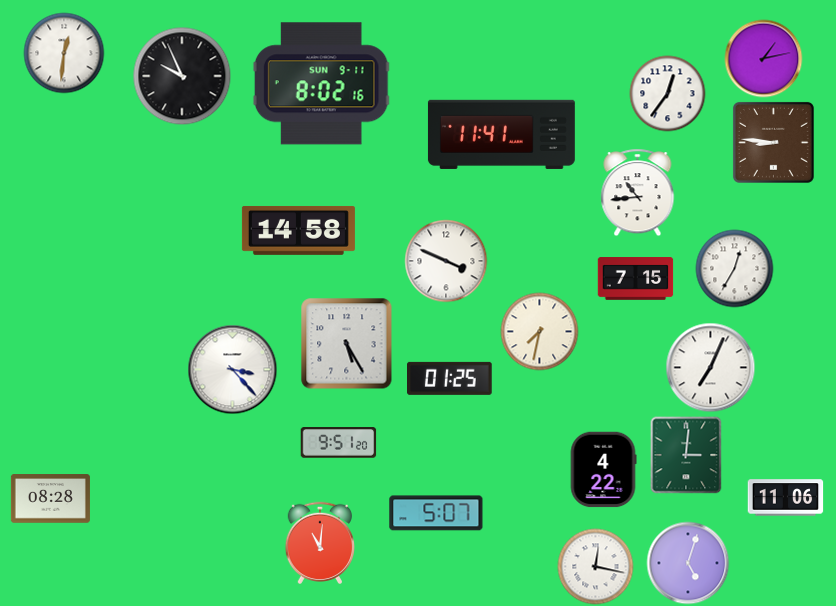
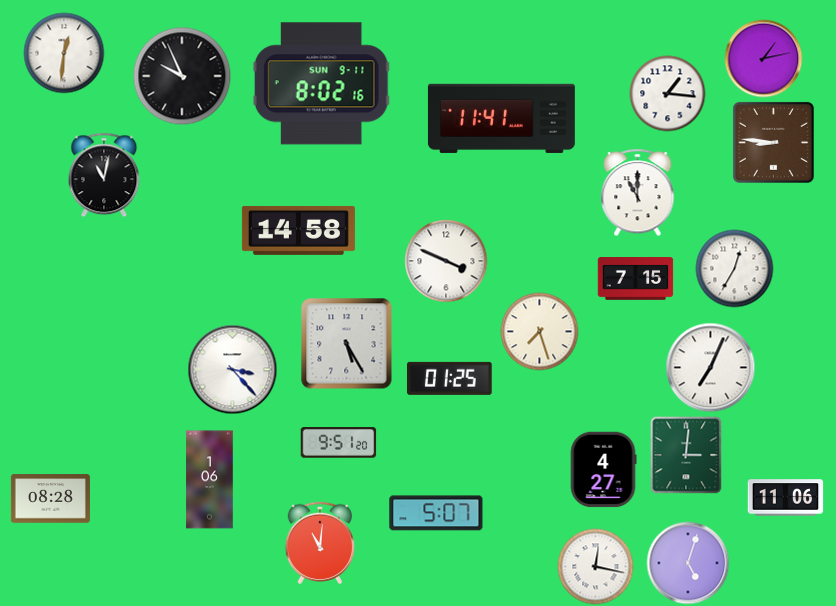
clock at (668, 94): 12:36 -> 1:16
clock at (501, 134) position: (501, 134) -> (501, 118)
clock at (104, 175): none -> 11:02
clock at (638, 193): 10:44 -> 11:00
clock at (540, 332): 7:32 -> 7:27
clock at (603, 470): 4:22 -> 4:27
clock at (210, 480): none -> 1:06
